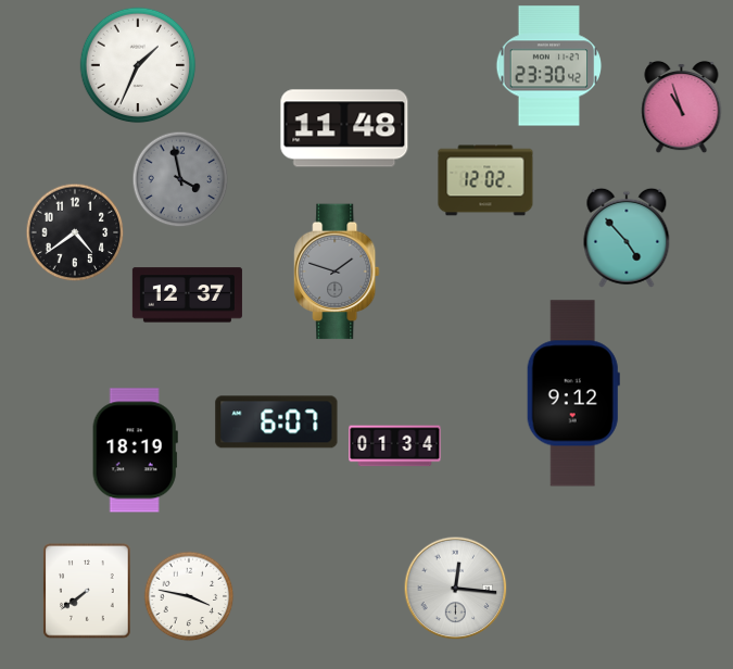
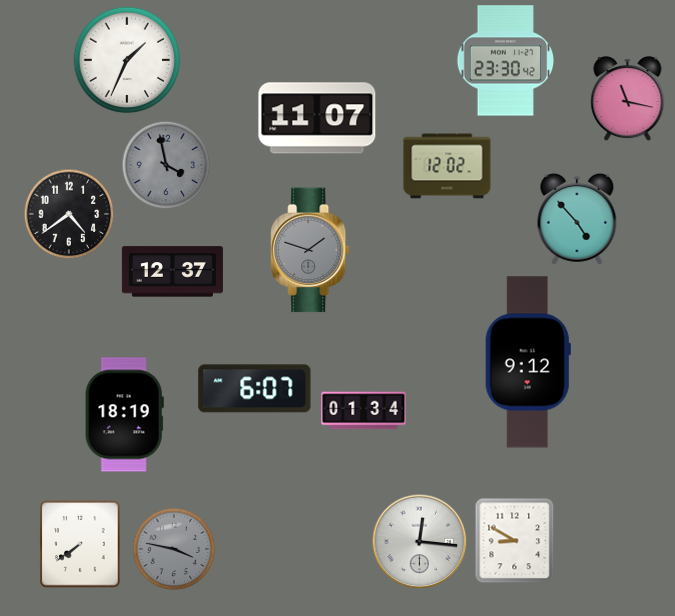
clock at (682, 108): 10:57 -> 11:17
clock at (344, 128): 11:48 -> 11:07
clock at (515, 541): none -> 8:50
clock at (189, 596) dial: white -> grey
